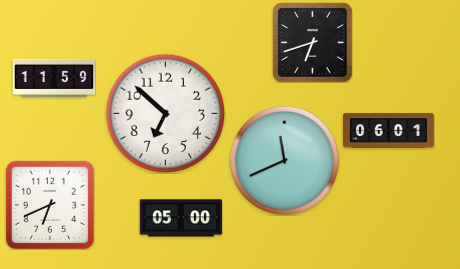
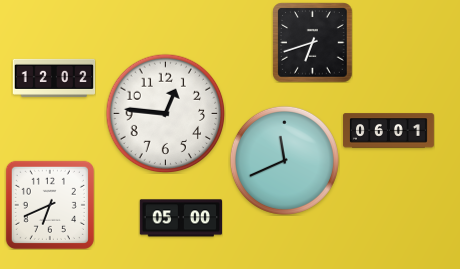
clock at (54, 78): 11:59 -> 12:02
clock at (165, 113): 6:52 -> 12:46
